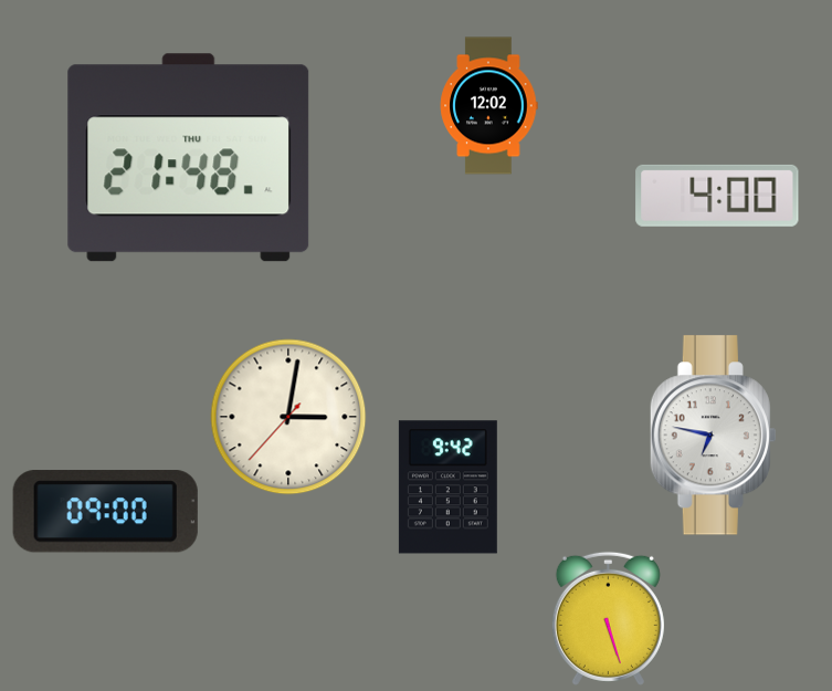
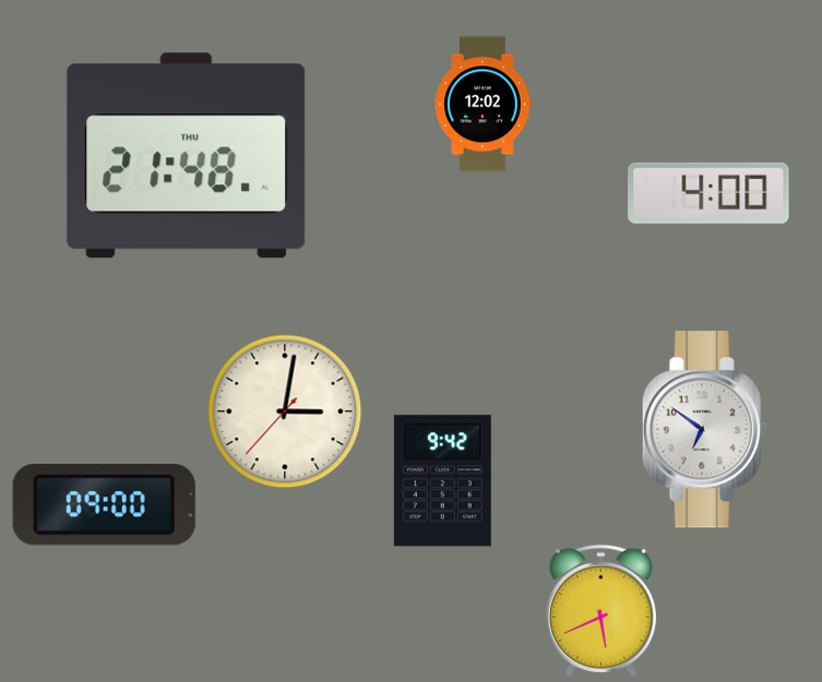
clock at (713, 436): 6:47 -> 6:51
clock at (608, 618): 5:27 -> 5:41
